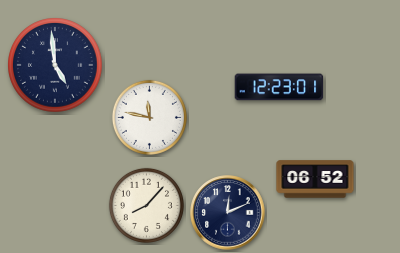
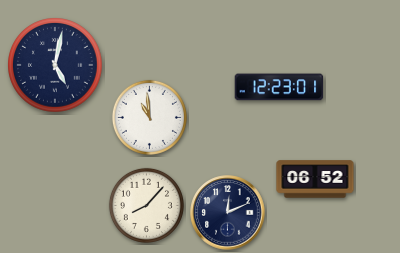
clock at (55, 65): 4:59 -> 5:02
clock at (149, 117): 11:47 -> 10:59
